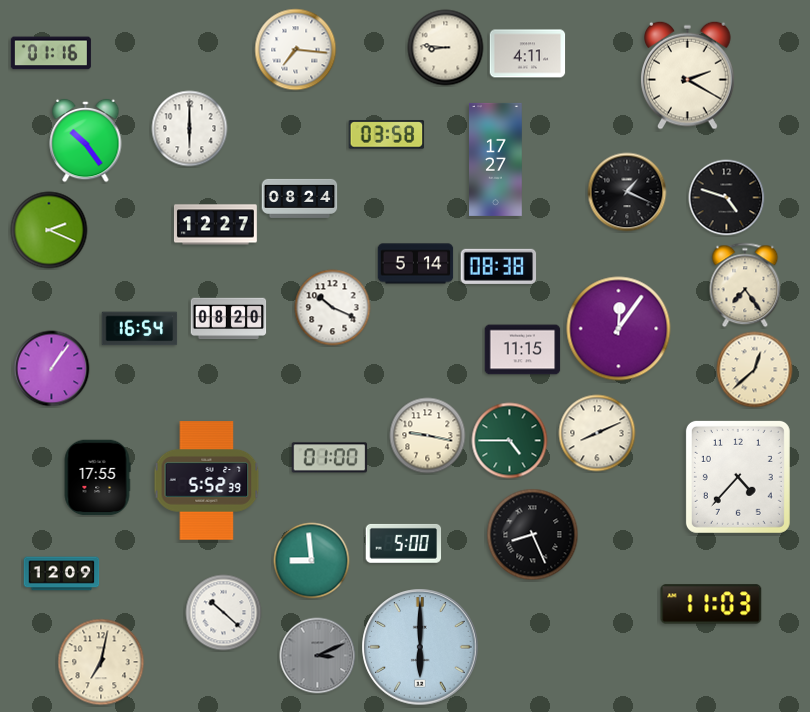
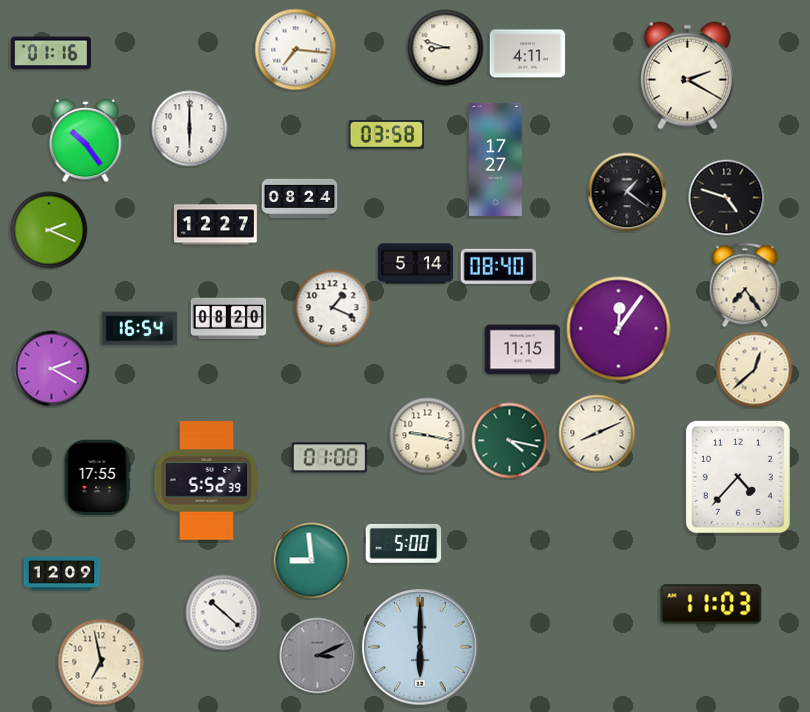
clock at (446, 48): 8:46 -> 8:48
clock at (627, 192): 1:19 -> 1:21
clock at (499, 266): 08:38 -> 08:40
clock at (333, 308): 10:19 -> 1:19
clock at (52, 369): 1:06 -> 2:20
clock at (510, 441): 4:45 -> 4:17
clock at (533, 535): 8:26 -> none
clock at (101, 662): 7:02 -> 6:58
